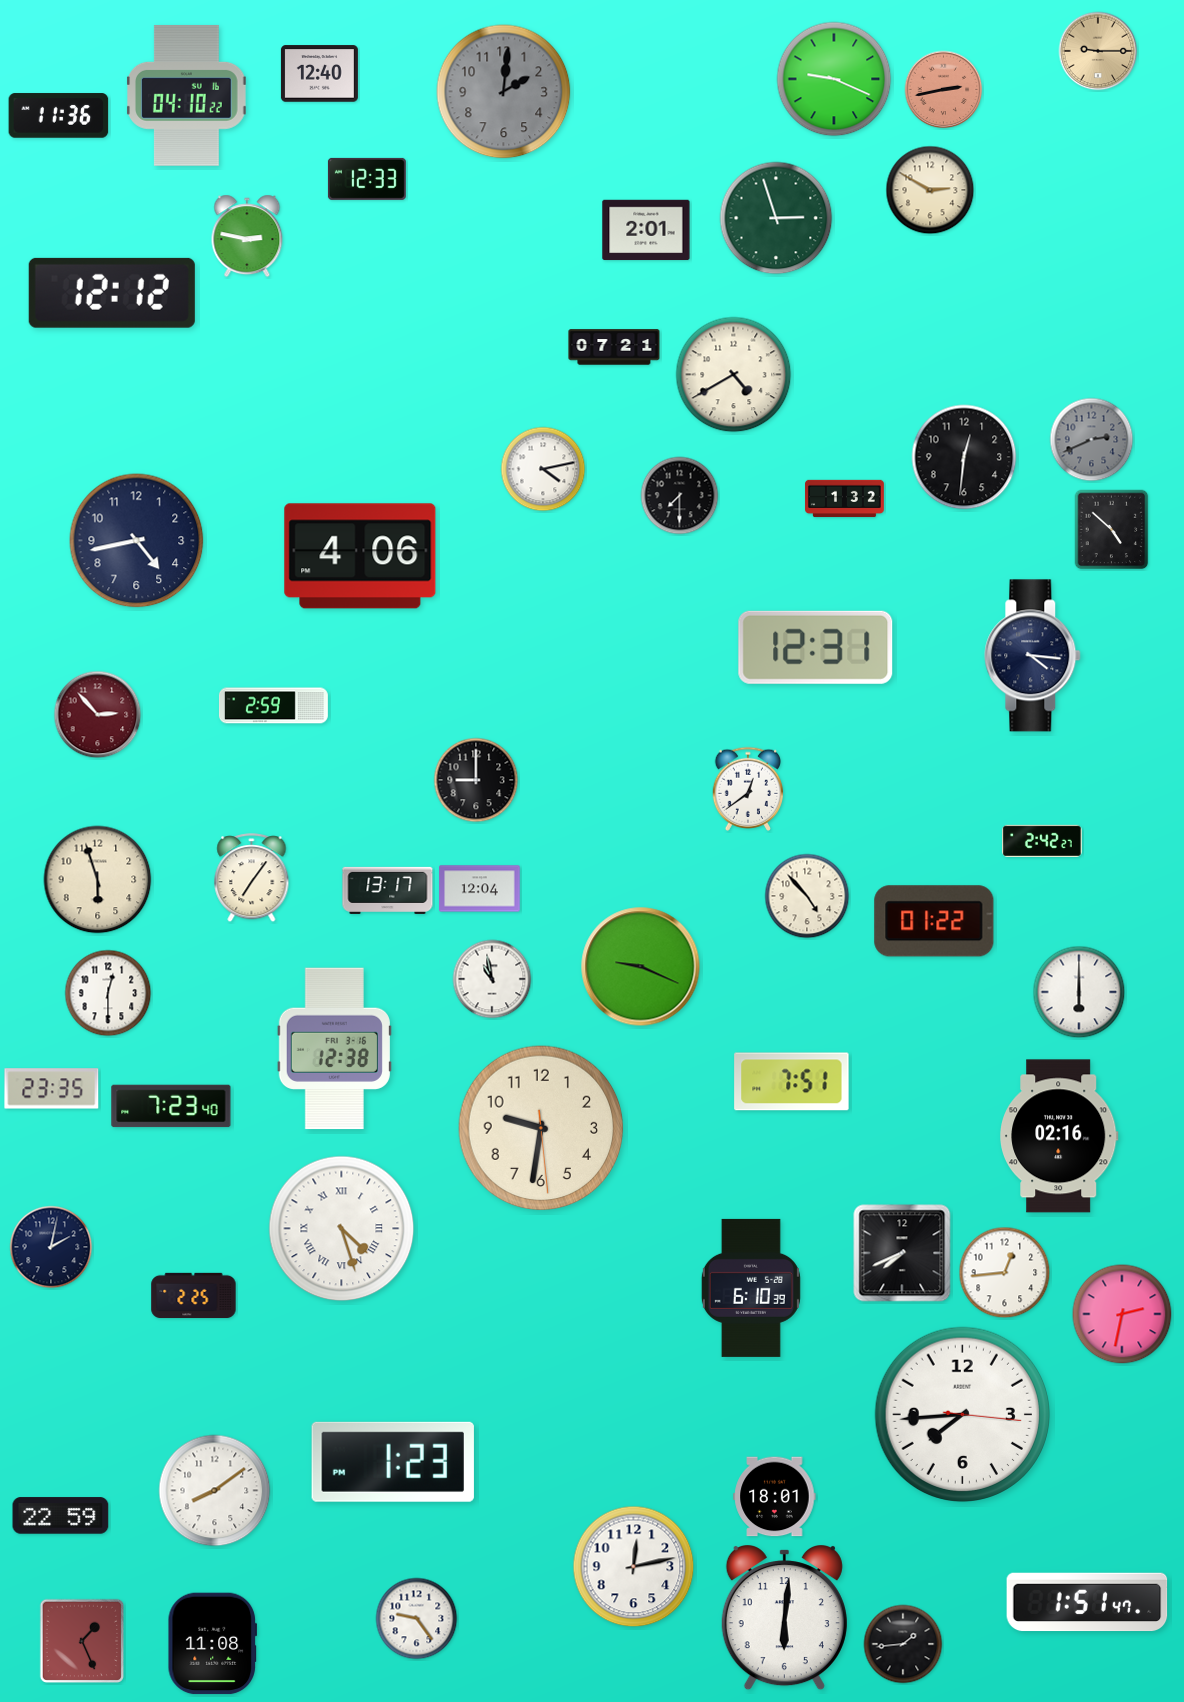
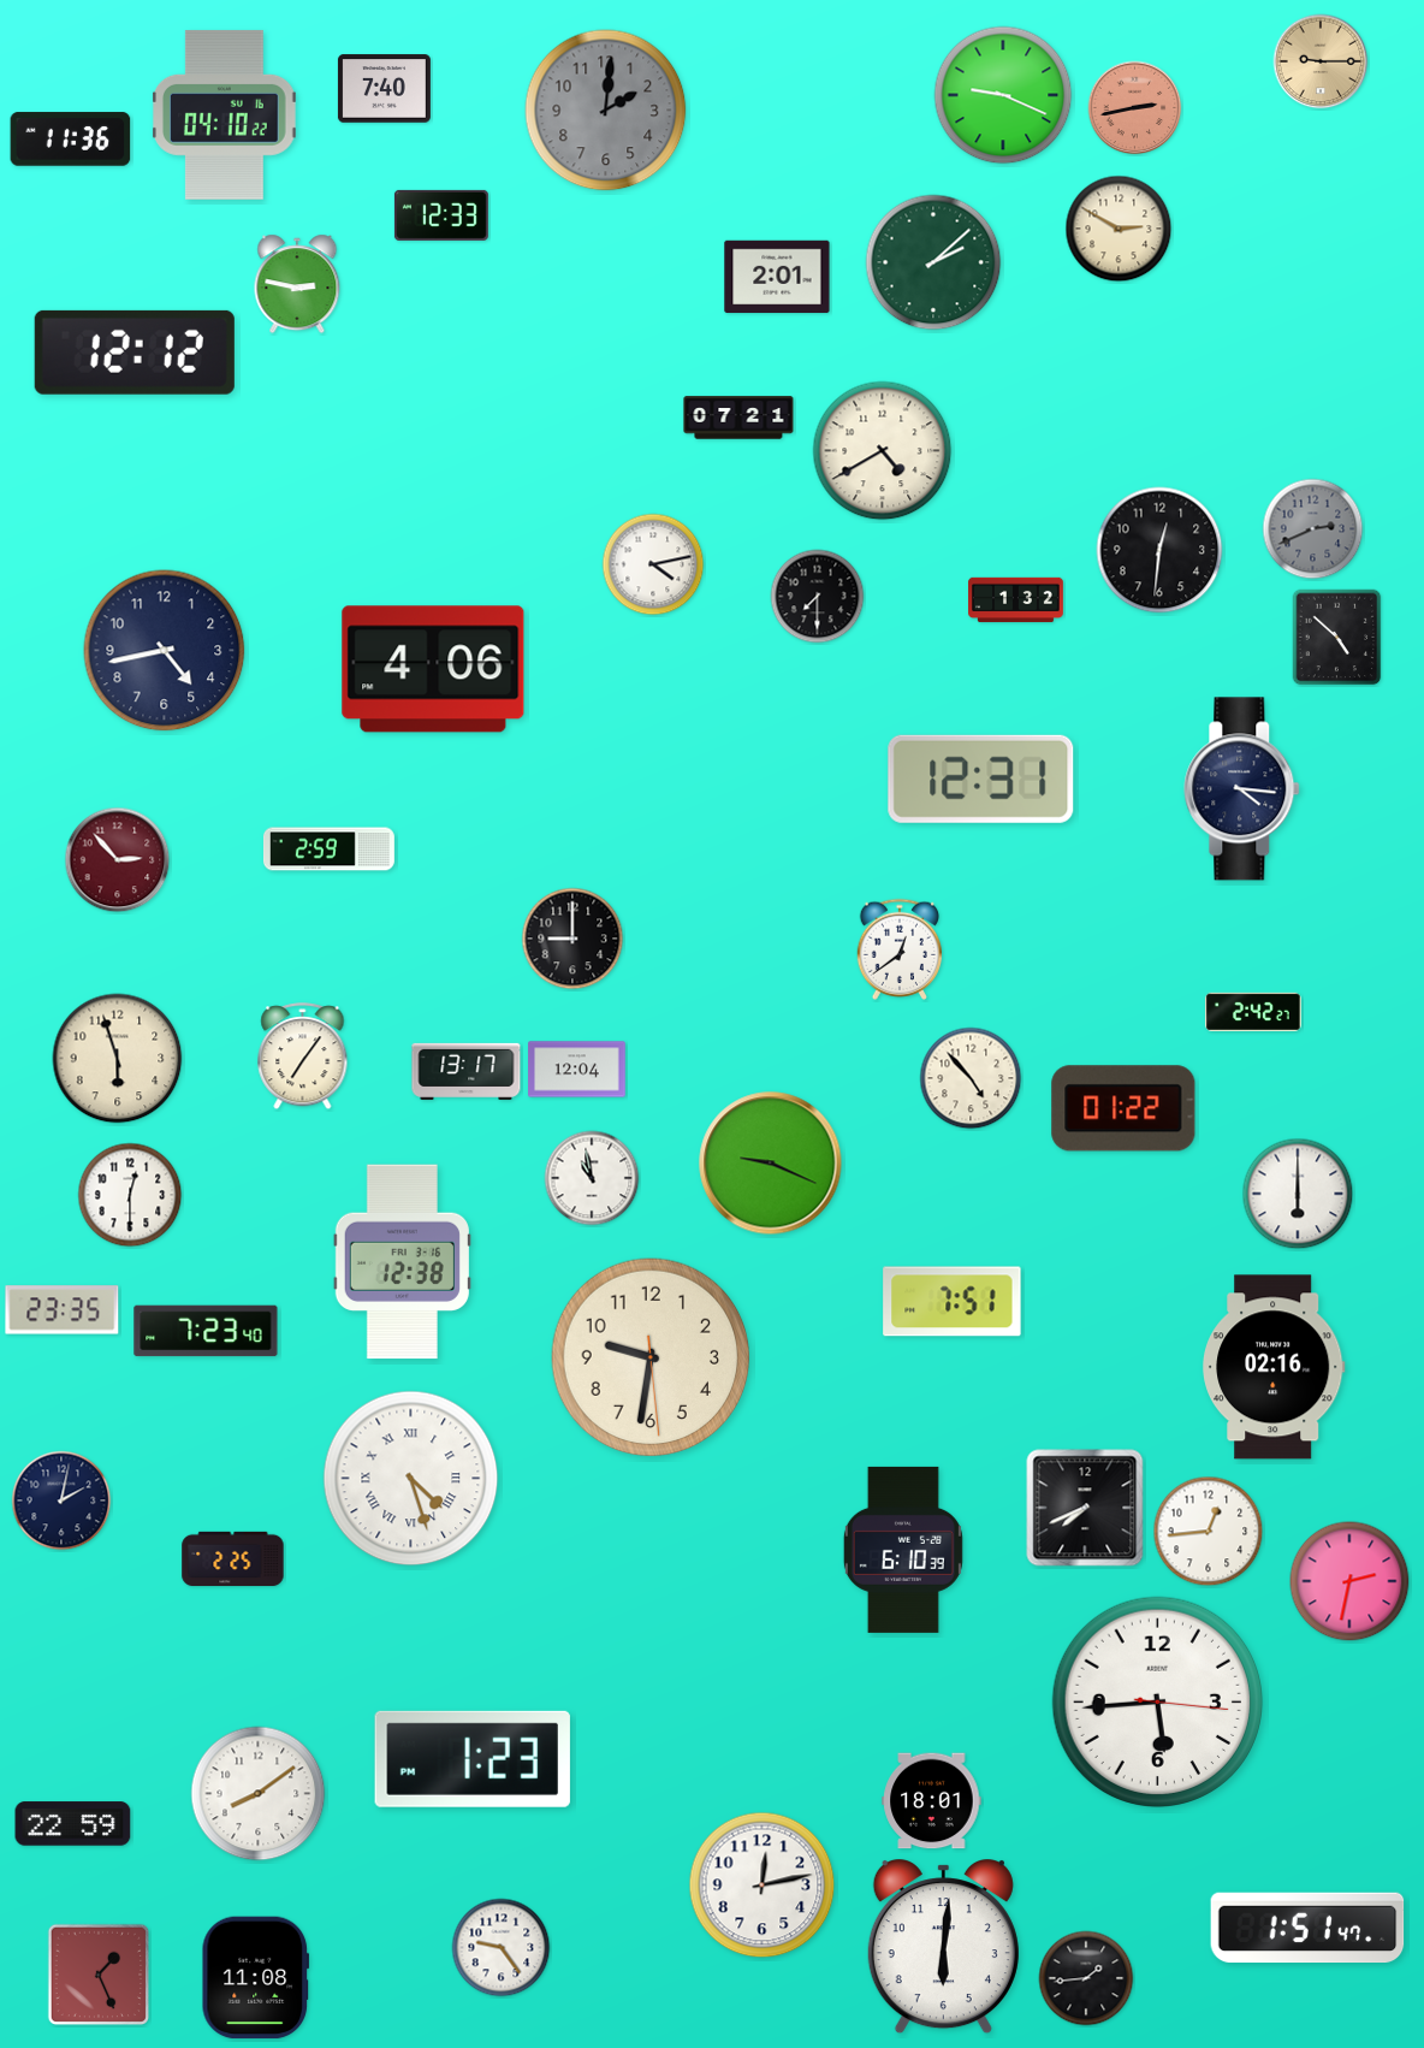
clock at (319, 74): 12:40 -> 7:40
clock at (776, 218): 2:57 -> 2:08
clock at (963, 1415): 7:44 -> 5:44
